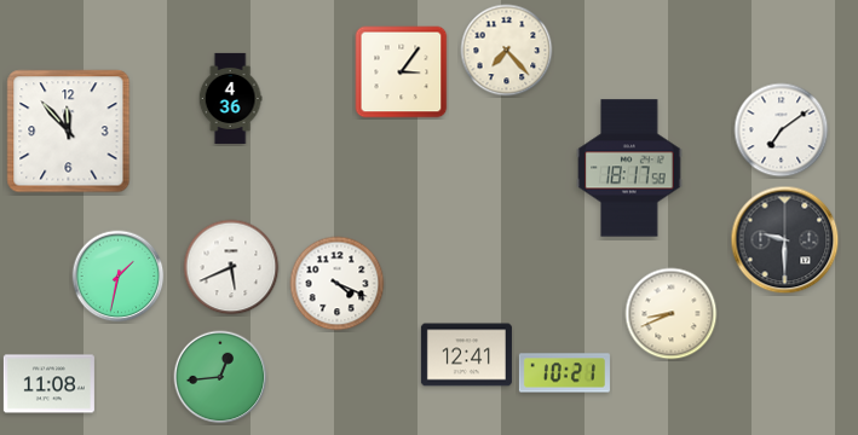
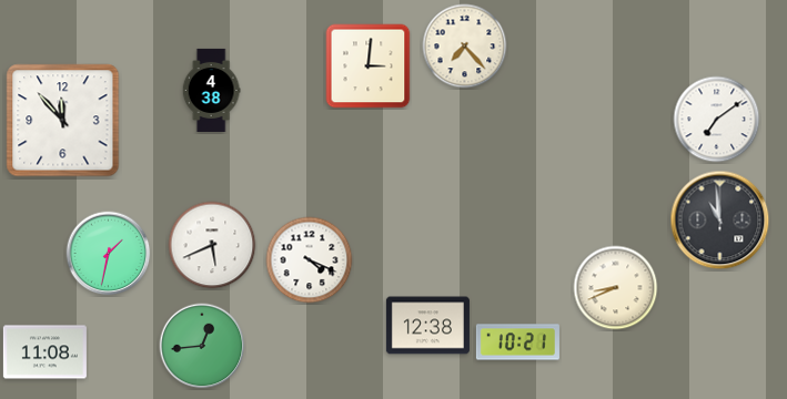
clock at (402, 72): 3:06 -> 3:01
clock at (230, 98): 4:36 -> 4:38
clock at (629, 168): 18:17 -> none
clock at (785, 240): 9:30 -> 10:59
clock at (466, 355): 12:41 -> 12:38
